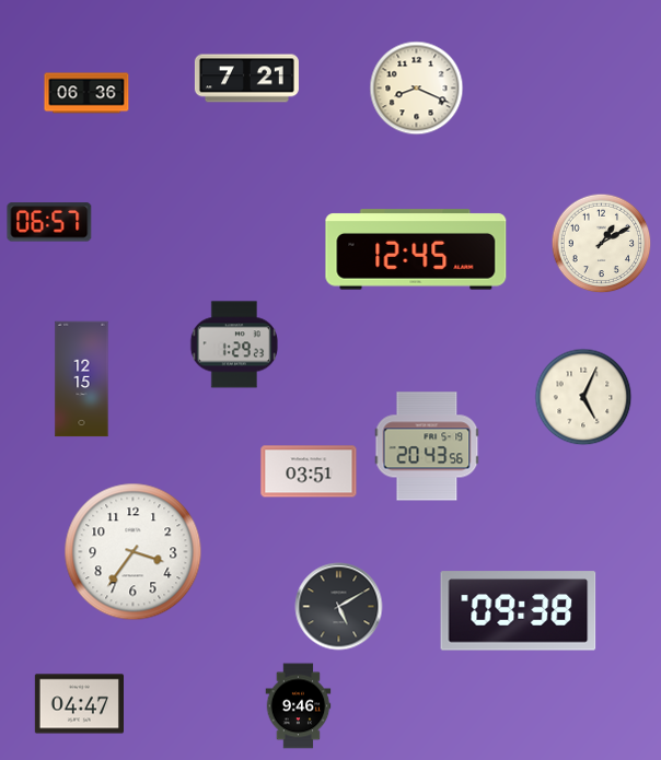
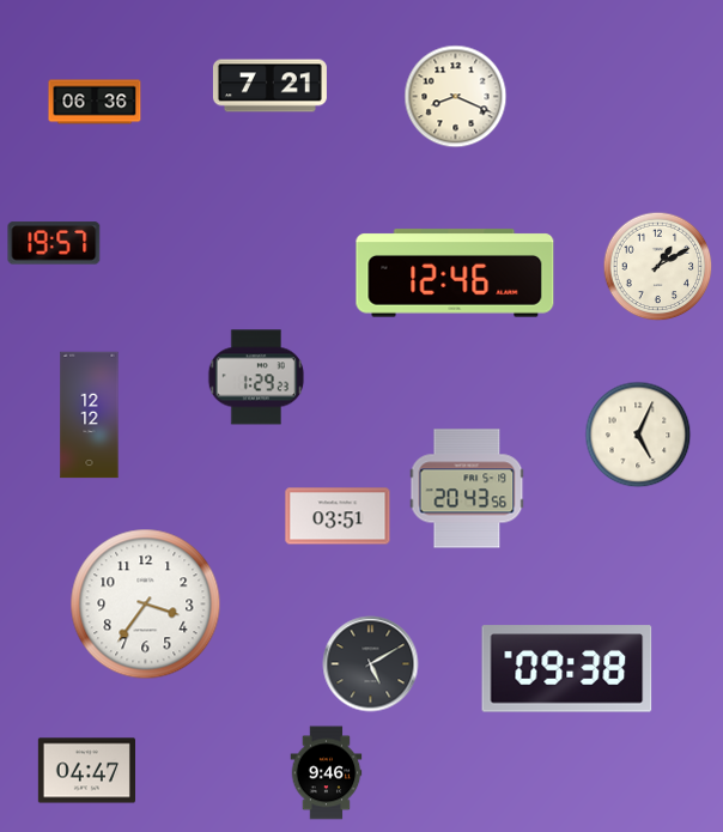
clock at (49, 222): 06:57 -> 19:57
clock at (416, 249): 12:45 -> 12:46
clock at (82, 379): 12:15 -> 12:12
